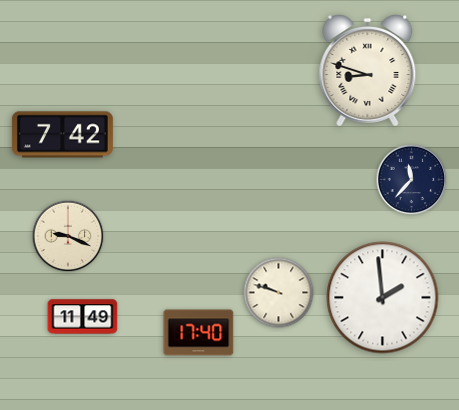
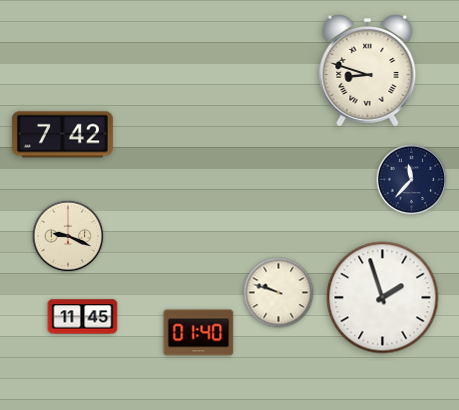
clock at (383, 298): 1:59 -> 1:57
clock at (83, 317): 11:49 -> 11:45
clock at (199, 333): 17:40 -> 01:40
